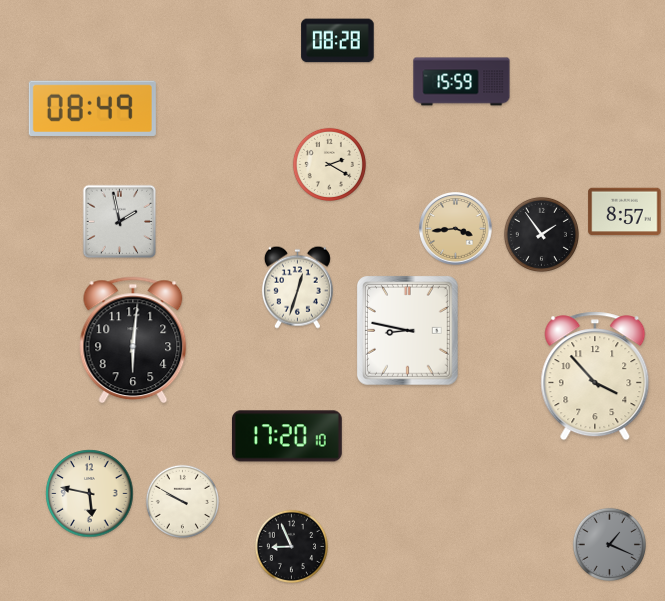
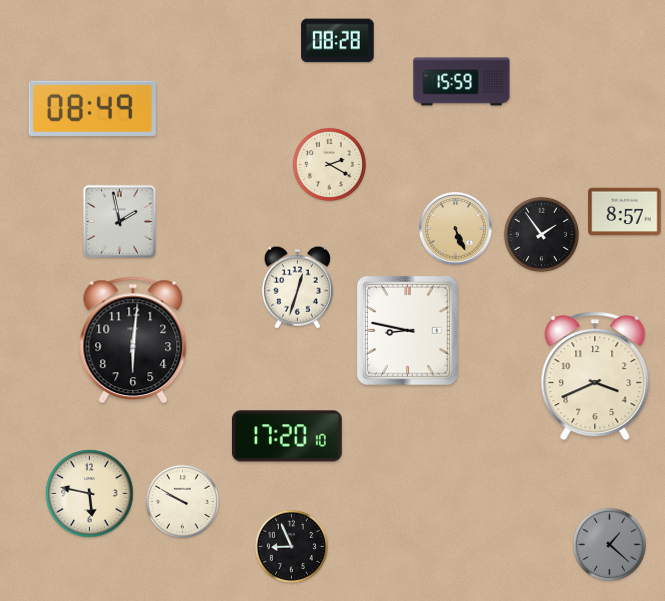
clock at (456, 229): 3:44 -> 5:26
clock at (595, 376): 3:53 -> 3:41
clock at (609, 544): 1:19 -> 1:22
